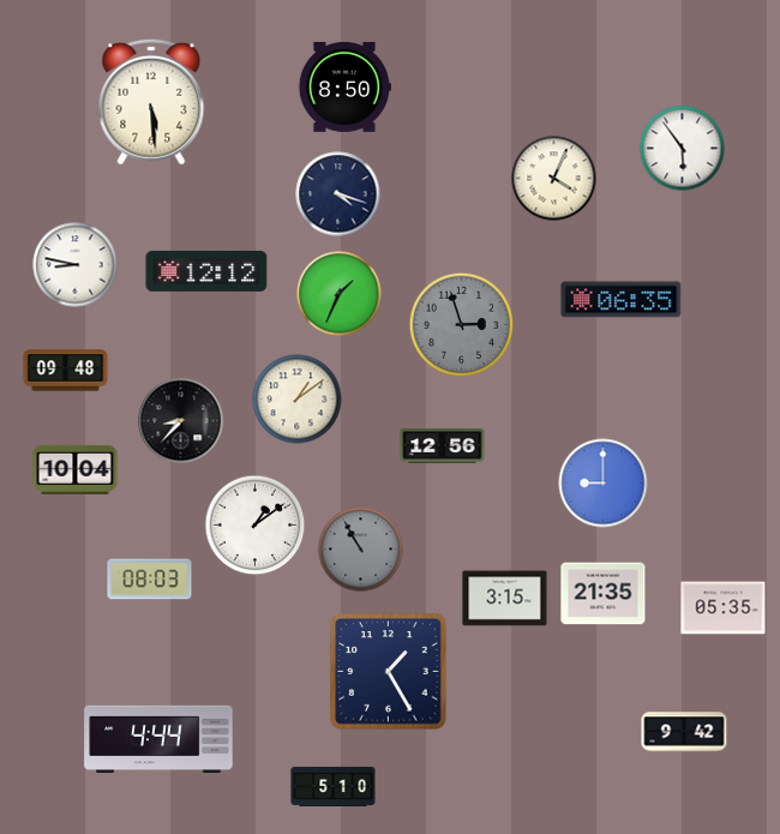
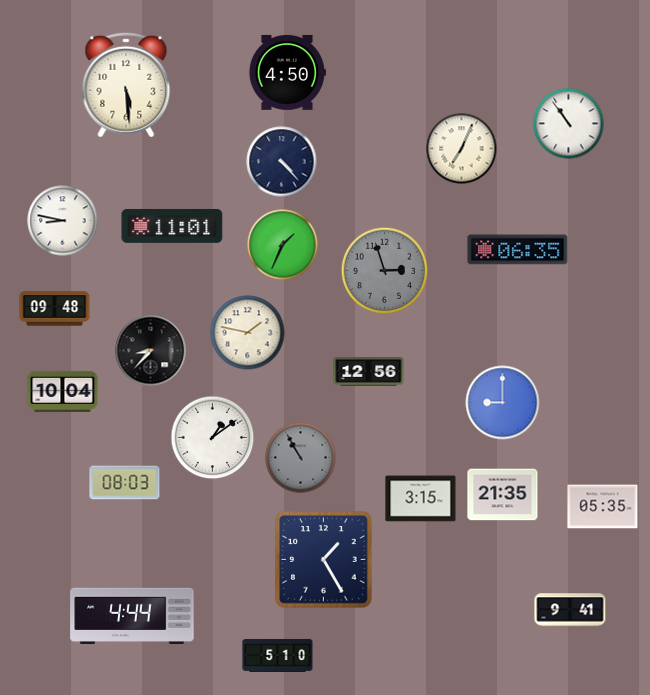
clock at (344, 86): 8:50 -> 4:50
clock at (683, 149): 5:54 -> 10:54
clock at (554, 179): 4:04 -> 7:04
clock at (338, 194): 4:18 -> 4:23
clock at (206, 271): 12:12 -> 11:01
clock at (298, 400): 1:09 -> 1:47
clock at (684, 732): 9:42 -> 9:41
